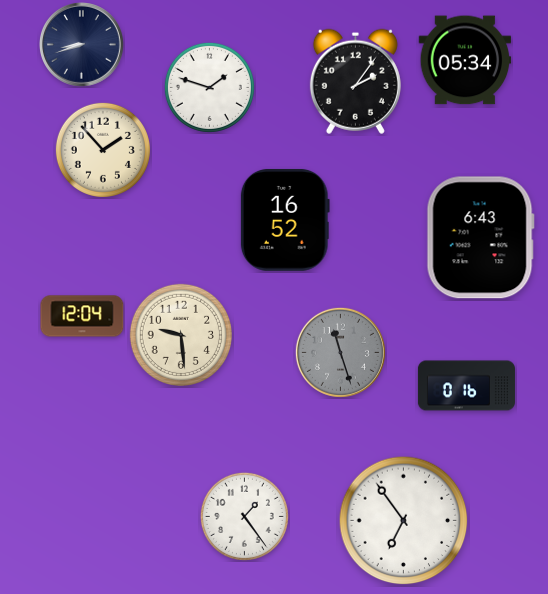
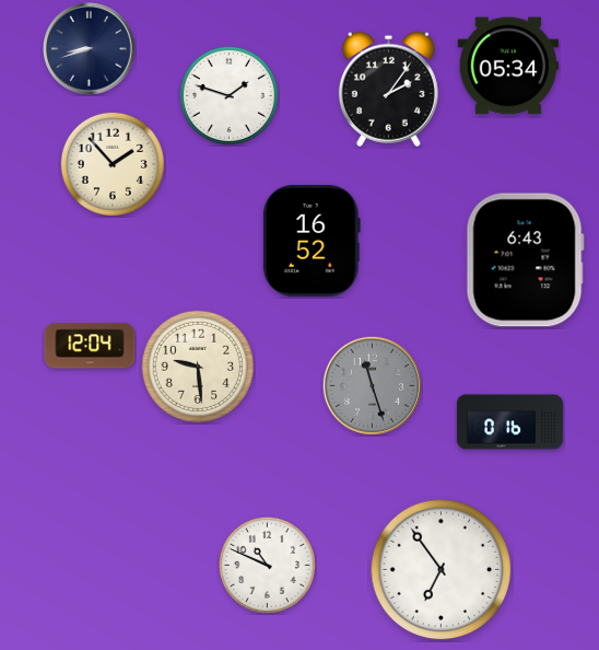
clock at (244, 516): 1:24 -> 10:49
